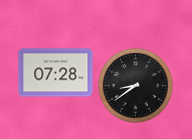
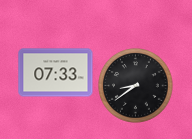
clock at (56, 73): 07:28 -> 07:33
